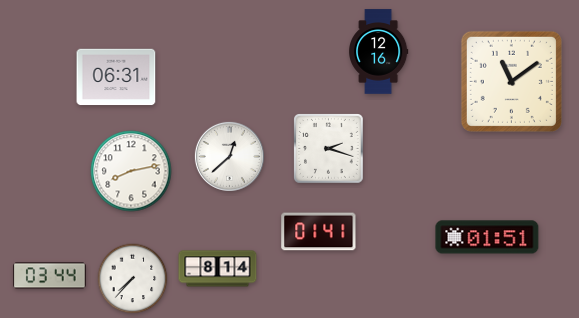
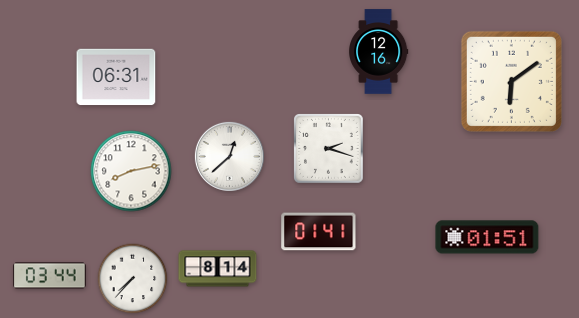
clock at (511, 81): 11:09 -> 6:09
